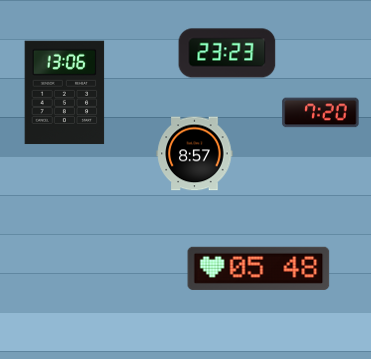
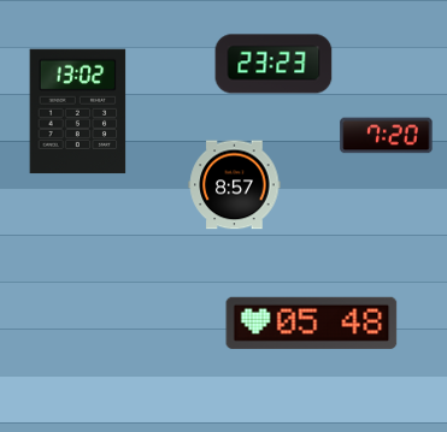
clock at (65, 93): 13:06 -> 13:02
